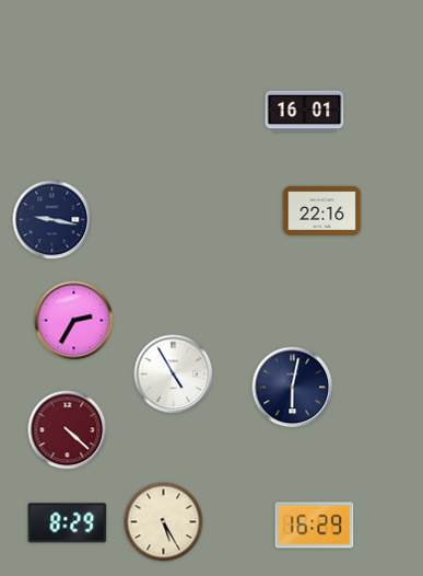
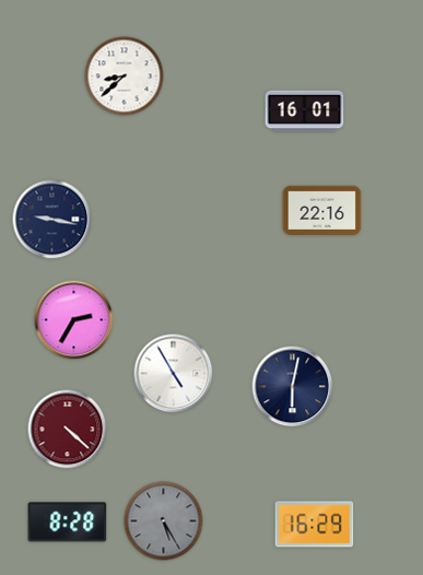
clock at (125, 77): none -> 8:38
clock at (164, 522) dial: cream -> grey
clock at (68, 523): 8:29 -> 8:28
